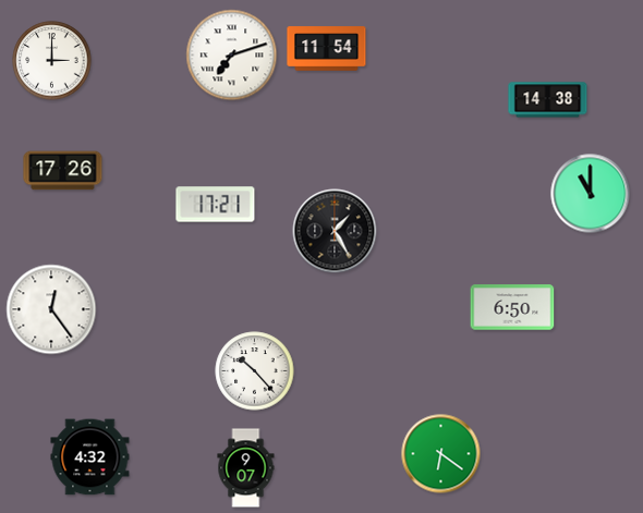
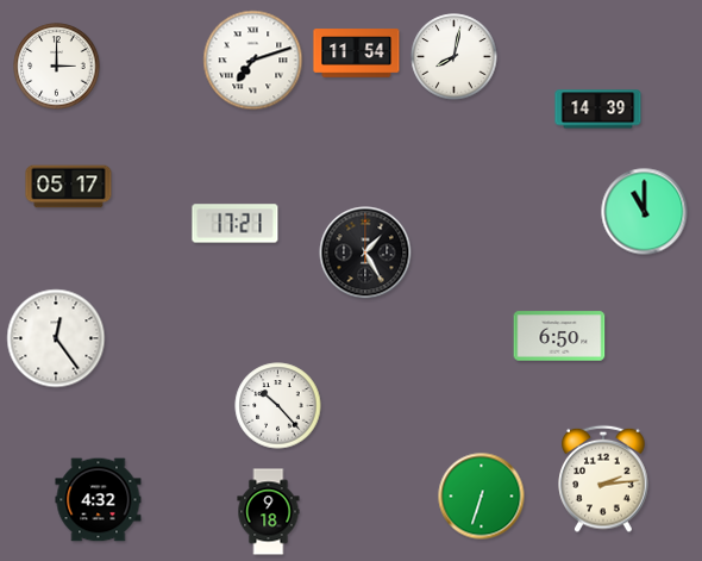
clock at (455, 57): none -> 8:02
clock at (548, 100): 14:38 -> 14:39
clock at (63, 171): 17:26 -> 05:17
clock at (603, 479): none -> 2:14
clock at (441, 454): 6:21 -> 6:33
clock at (246, 468): 9:07 -> 9:18
